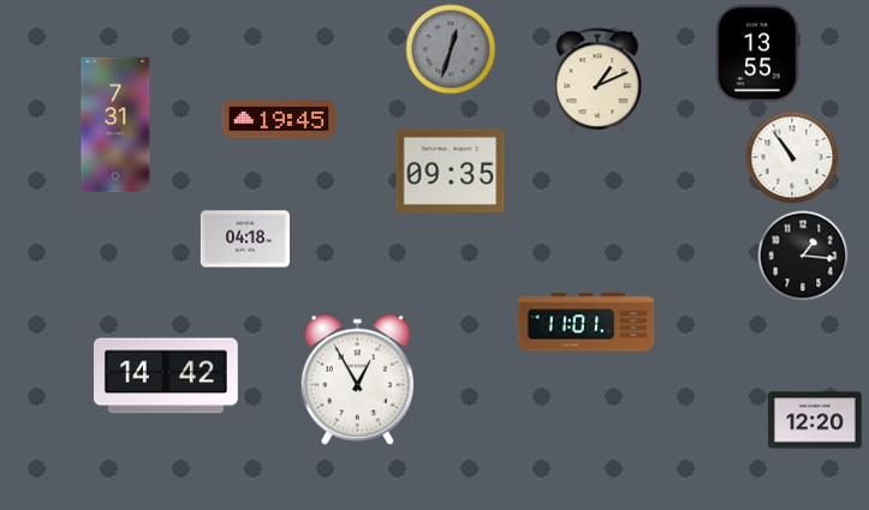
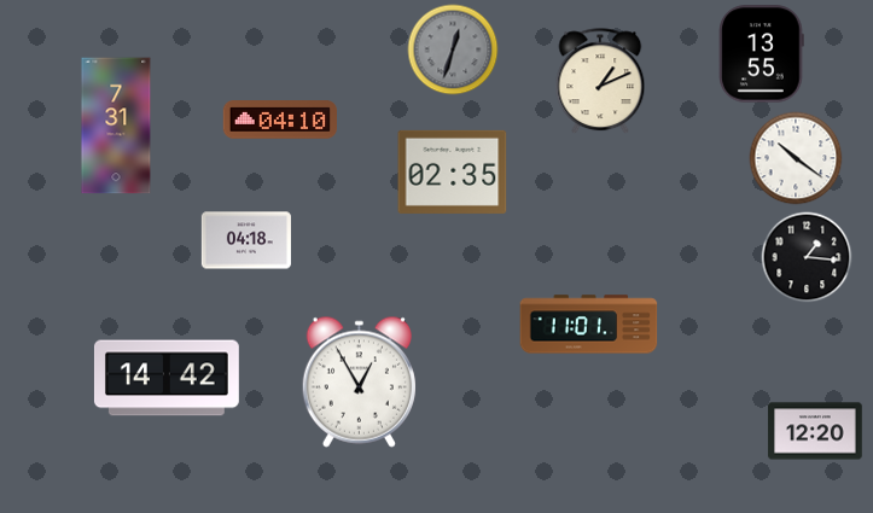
clock at (278, 119): 19:45 -> 04:10
clock at (792, 157): 10:54 -> 10:21
clock at (451, 170): 09:35 -> 02:35
clock at (815, 420) position: (815, 420) -> (815, 431)
